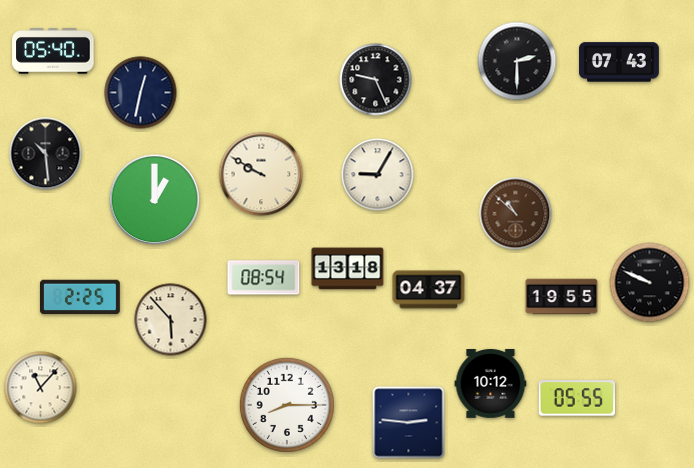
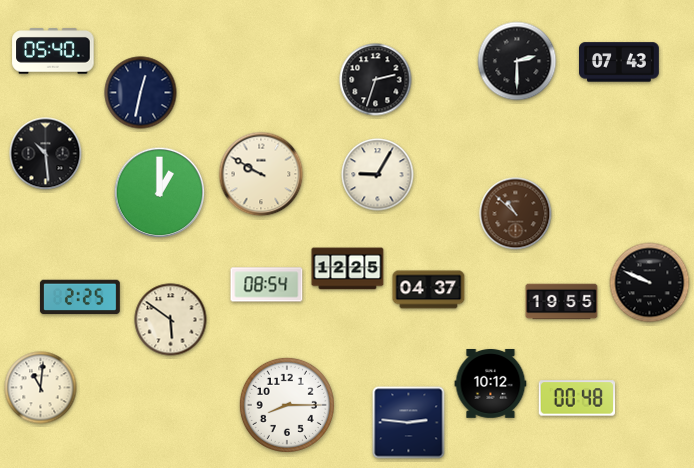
clock at (376, 80): 9:26 -> 2:33
clock at (155, 200) position: (155, 200) -> (160, 193)
clock at (348, 269): 13:18 -> 12:25
clock at (264, 278) position: (264, 278) -> (267, 285)
clock at (562, 297) position: (562, 297) -> (562, 302)
clock at (171, 320): 5:53 -> 5:51
clock at (41, 388): 11:07 -> 11:01
clock at (577, 398): 05:55 -> 00:48
